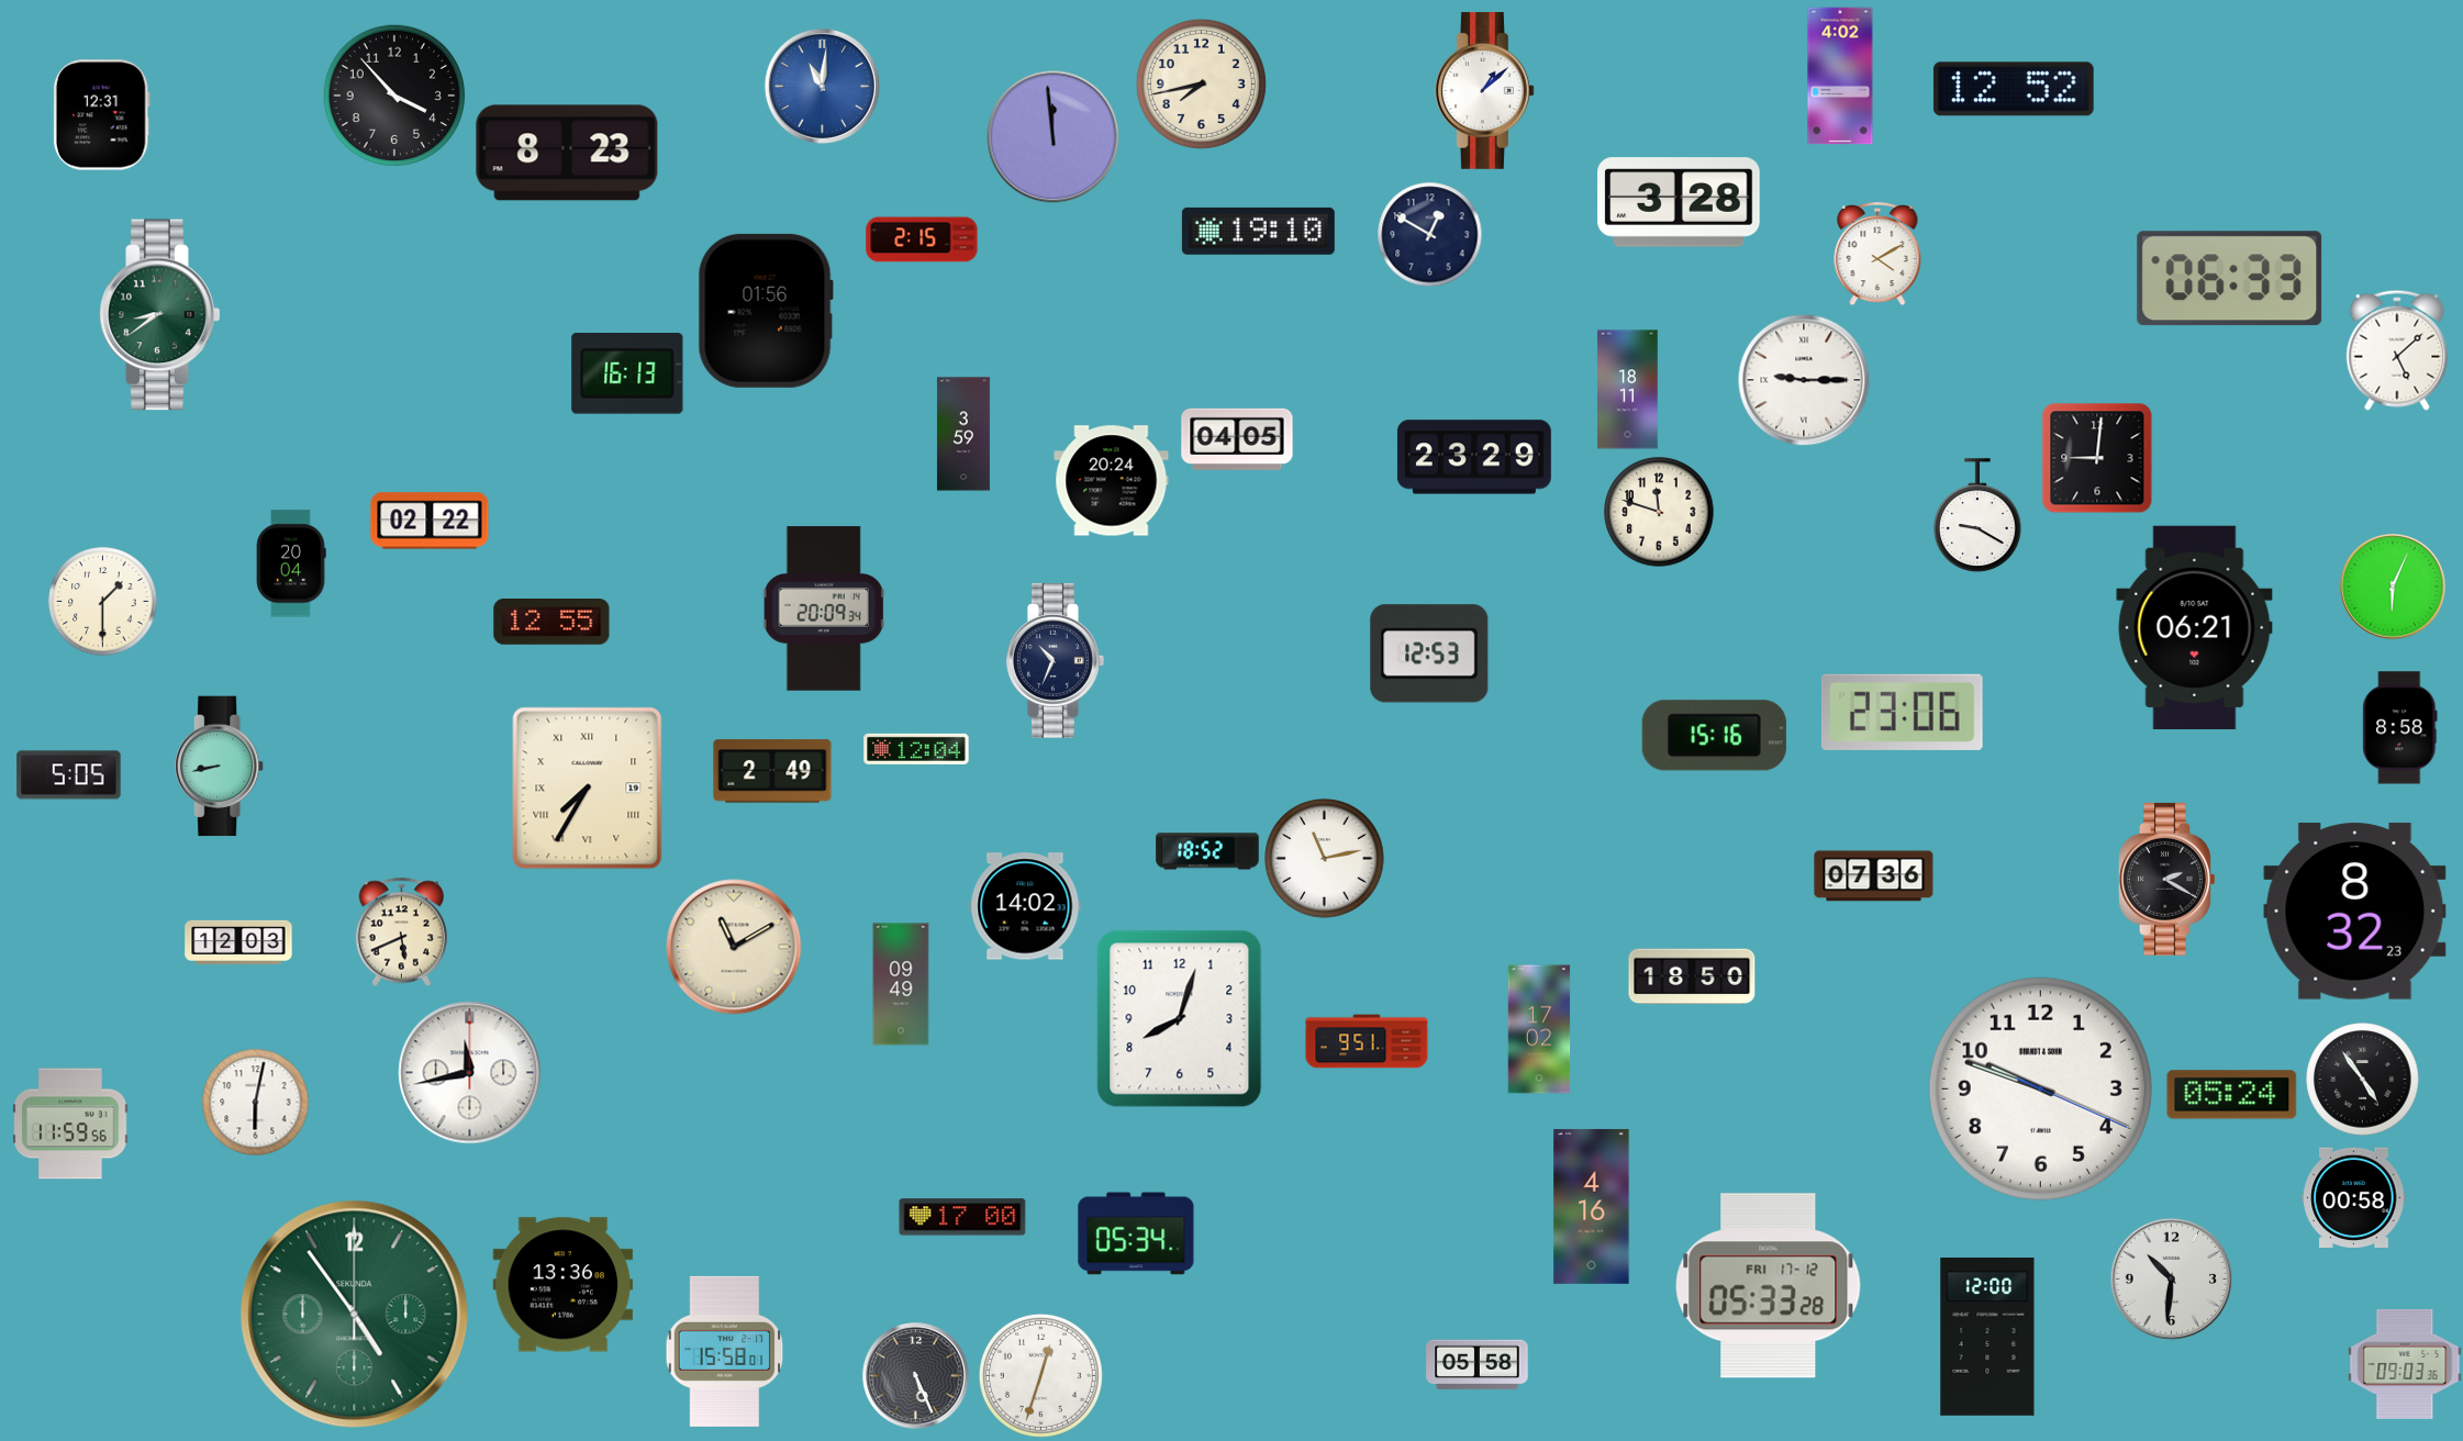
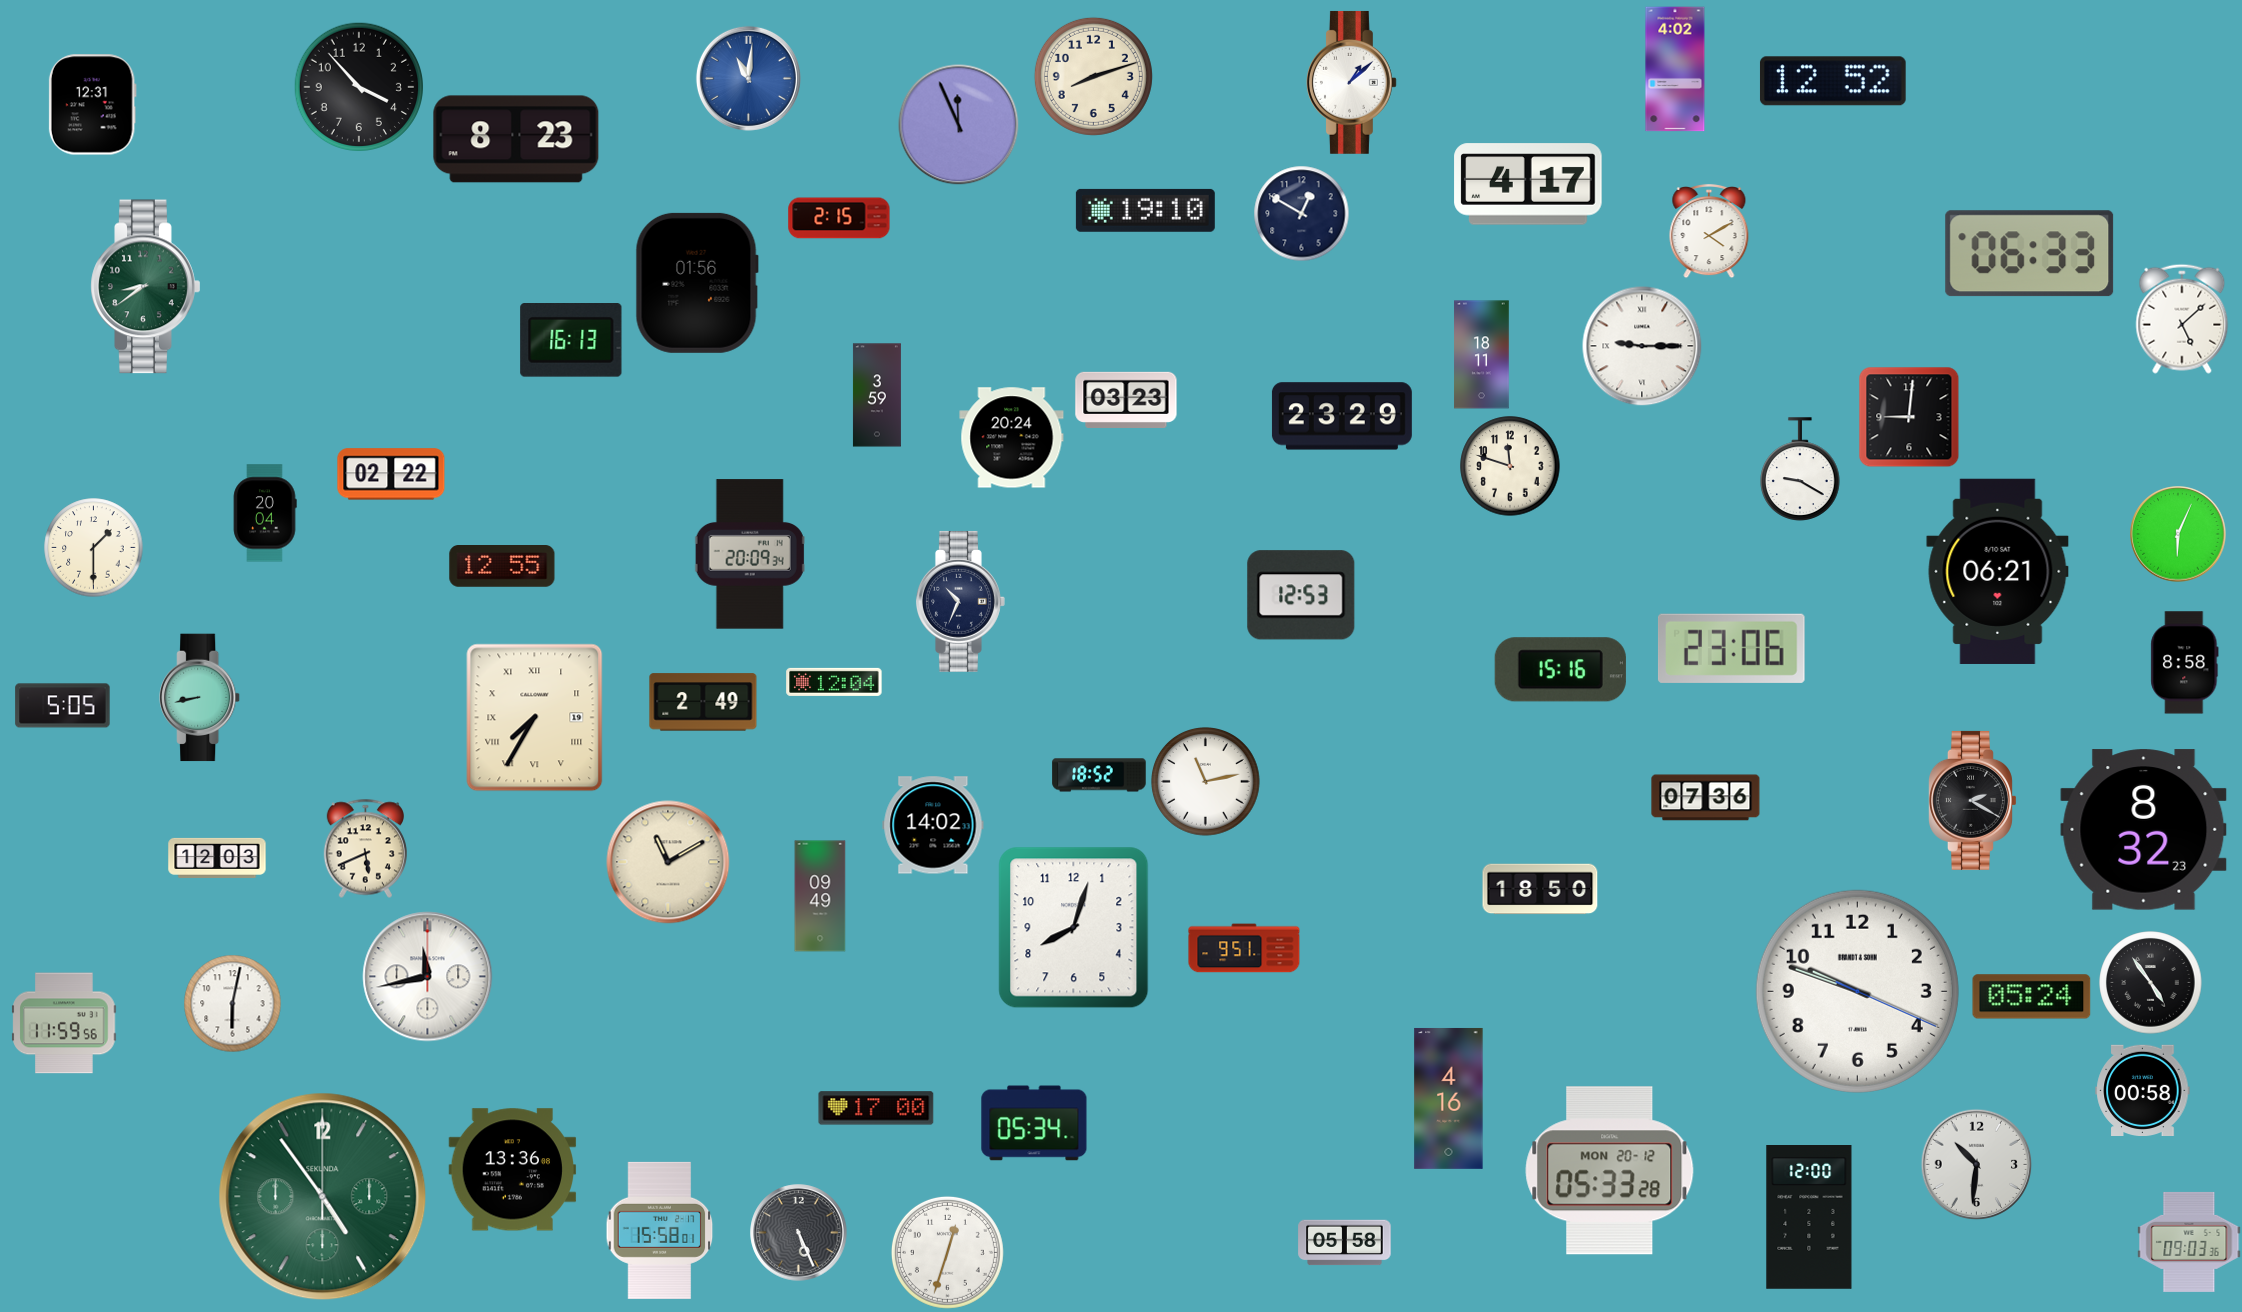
clock at (1201, 83): 7:43 -> 8:12
clock at (1054, 137): 11:59 -> 11:56
clock at (1679, 202): 3:28 -> 4:17
clock at (1237, 439): 04:05 -> 03:23
clock at (1539, 1029): 17:02 -> none
clock at (1769, 1286) date: FRI 17-12 -> MON 20-12
clock at (916, 1376) position: (916, 1376) -> (799, 1233)
